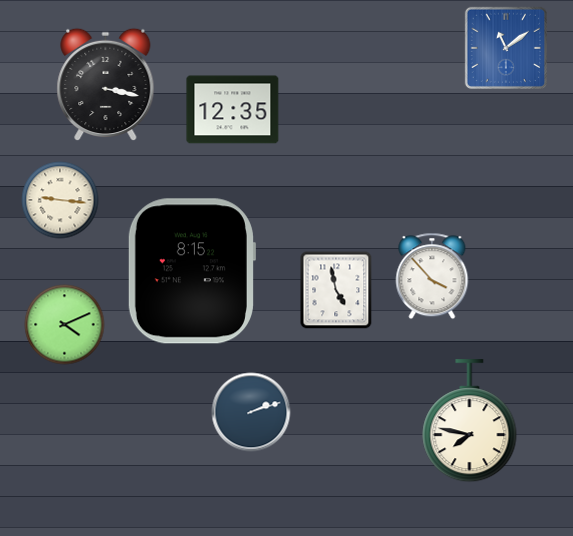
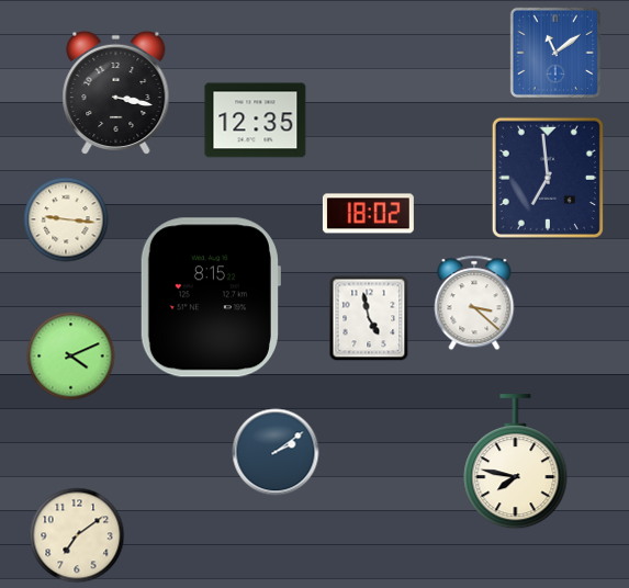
clock at (548, 178): none -> 6:59
clock at (368, 214): none -> 18:02
clock at (432, 276): 3:53 -> 3:22
clock at (251, 412): 2:12 -> 2:09
clock at (77, 535): none -> 7:09
